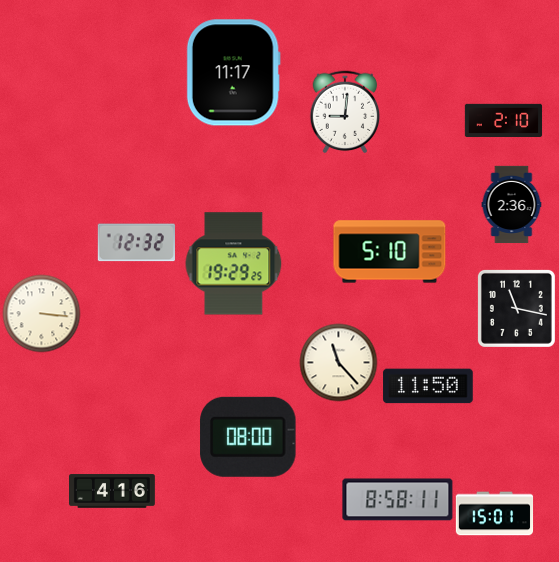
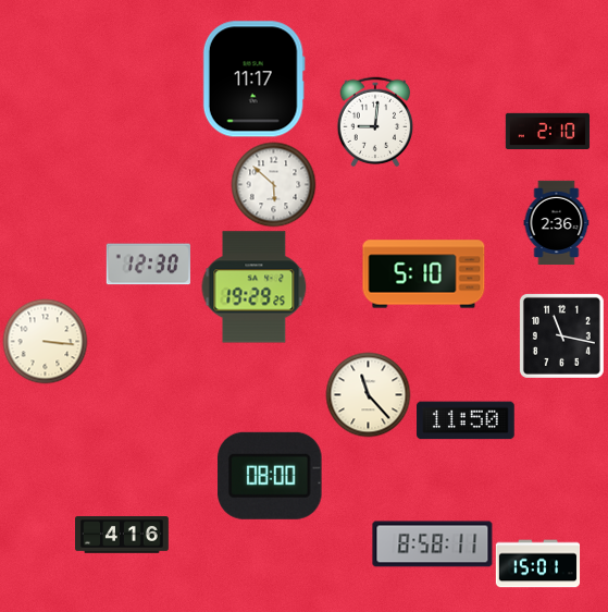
clock at (273, 184): none -> 5:52
clock at (136, 243): 12:32 -> 12:30
clock at (494, 514) position: (494, 514) -> (537, 564)
